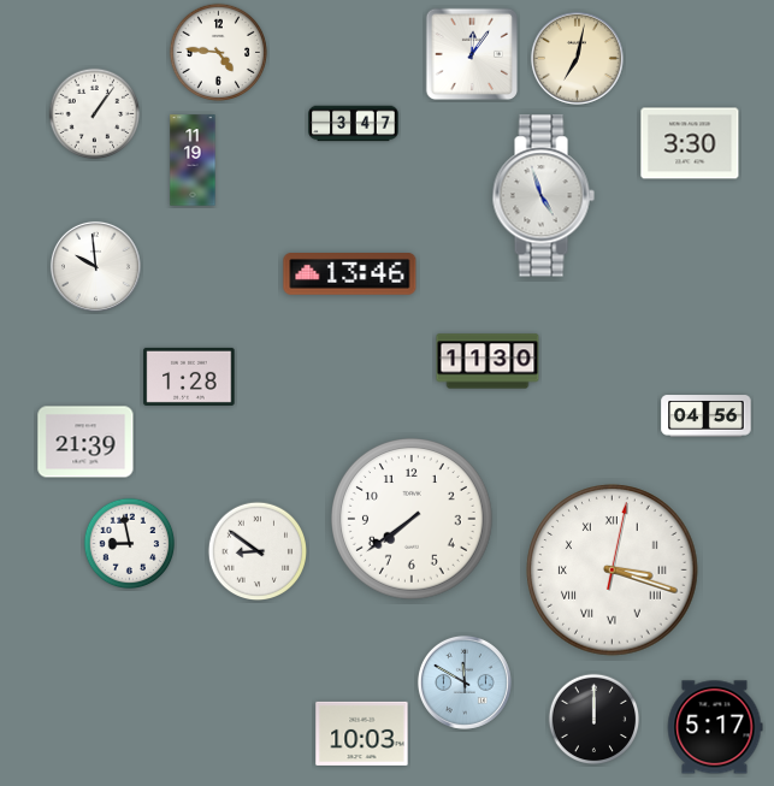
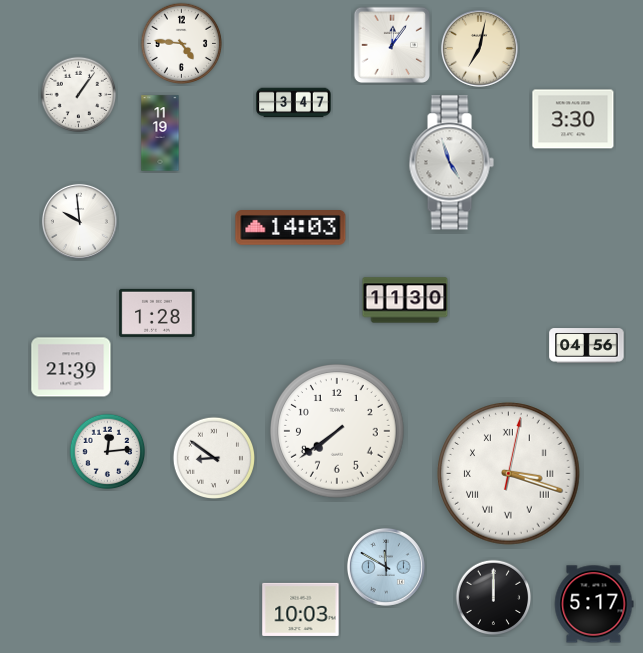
clock at (350, 274): 13:46 -> 14:03
clock at (412, 519) position: (412, 519) -> (337, 431)
clock at (130, 544): 8:58 -> 12:14
